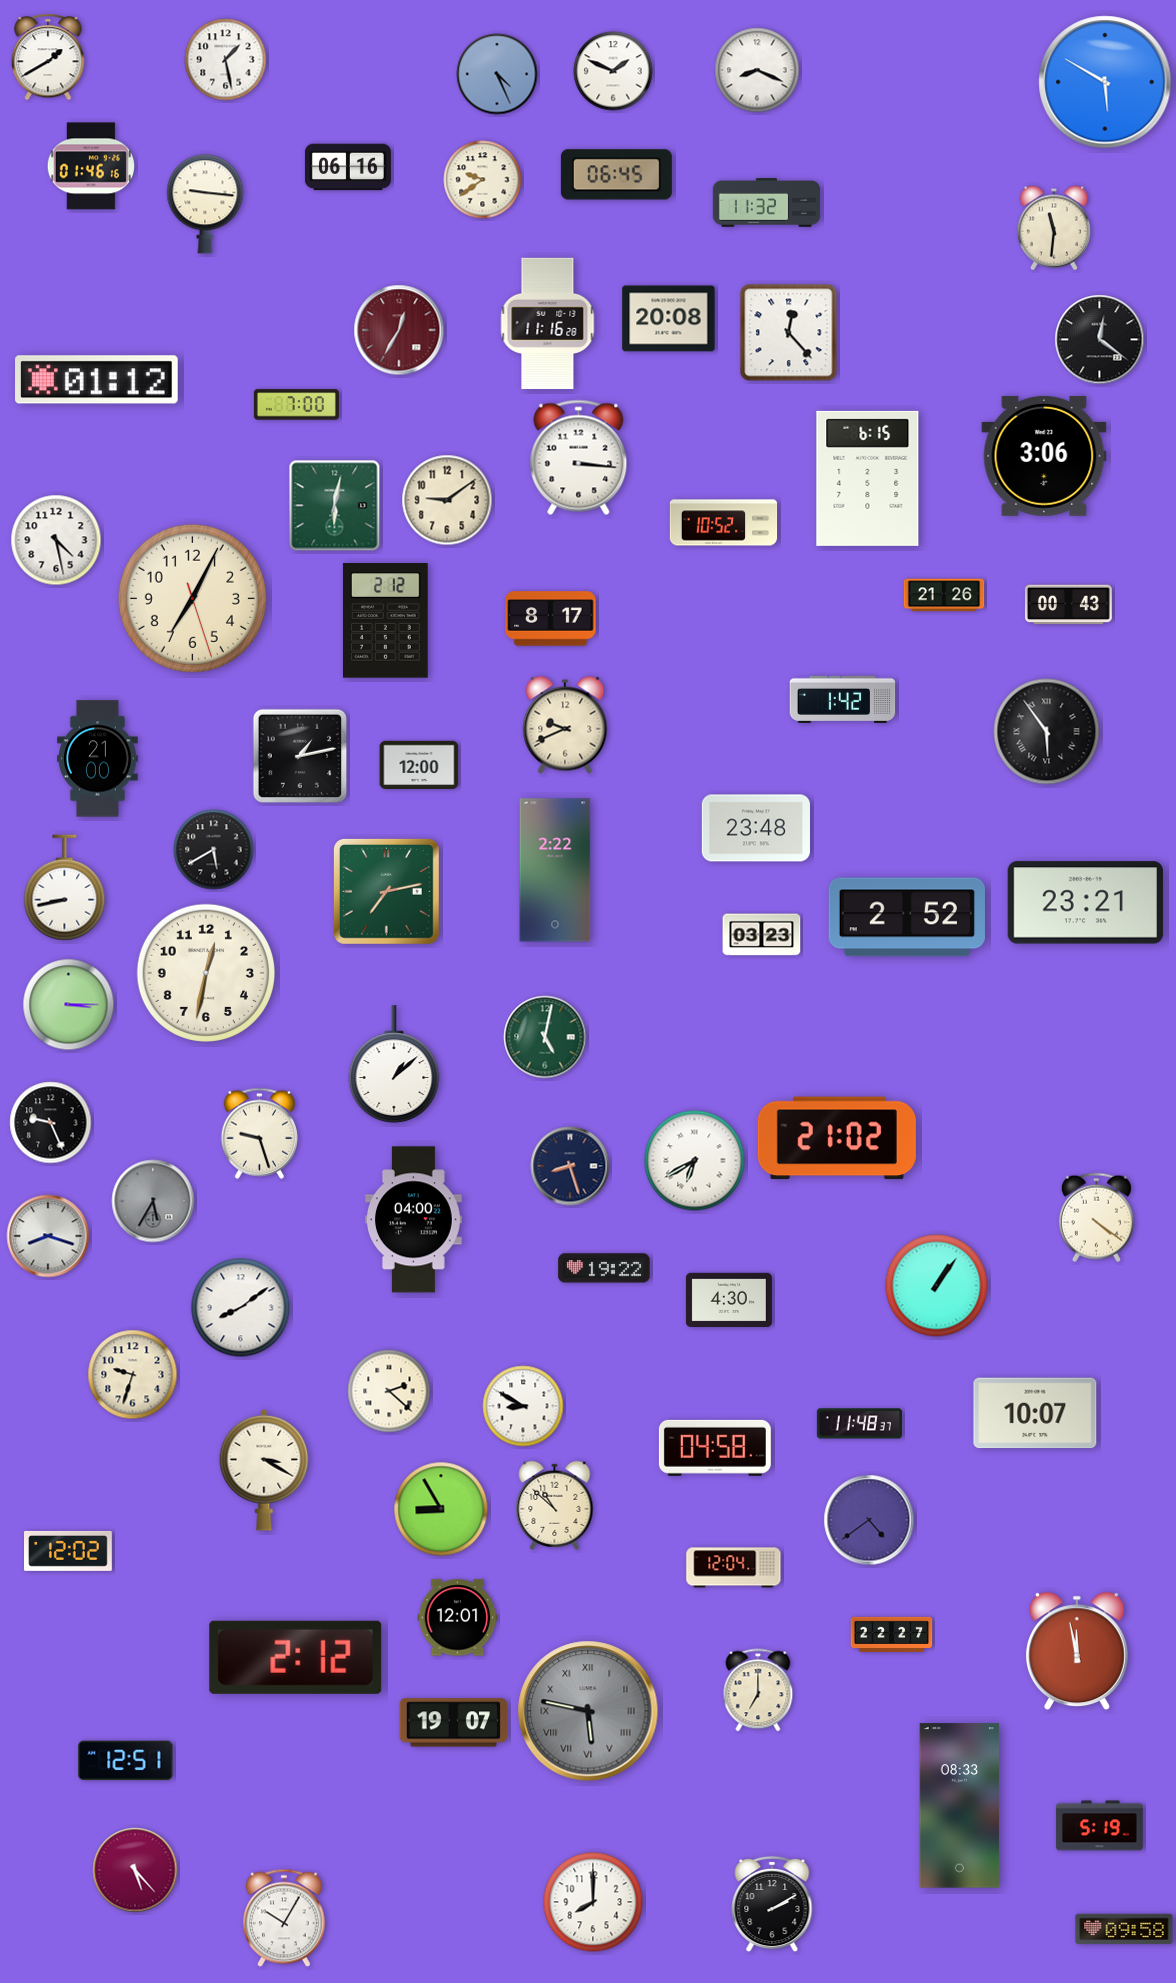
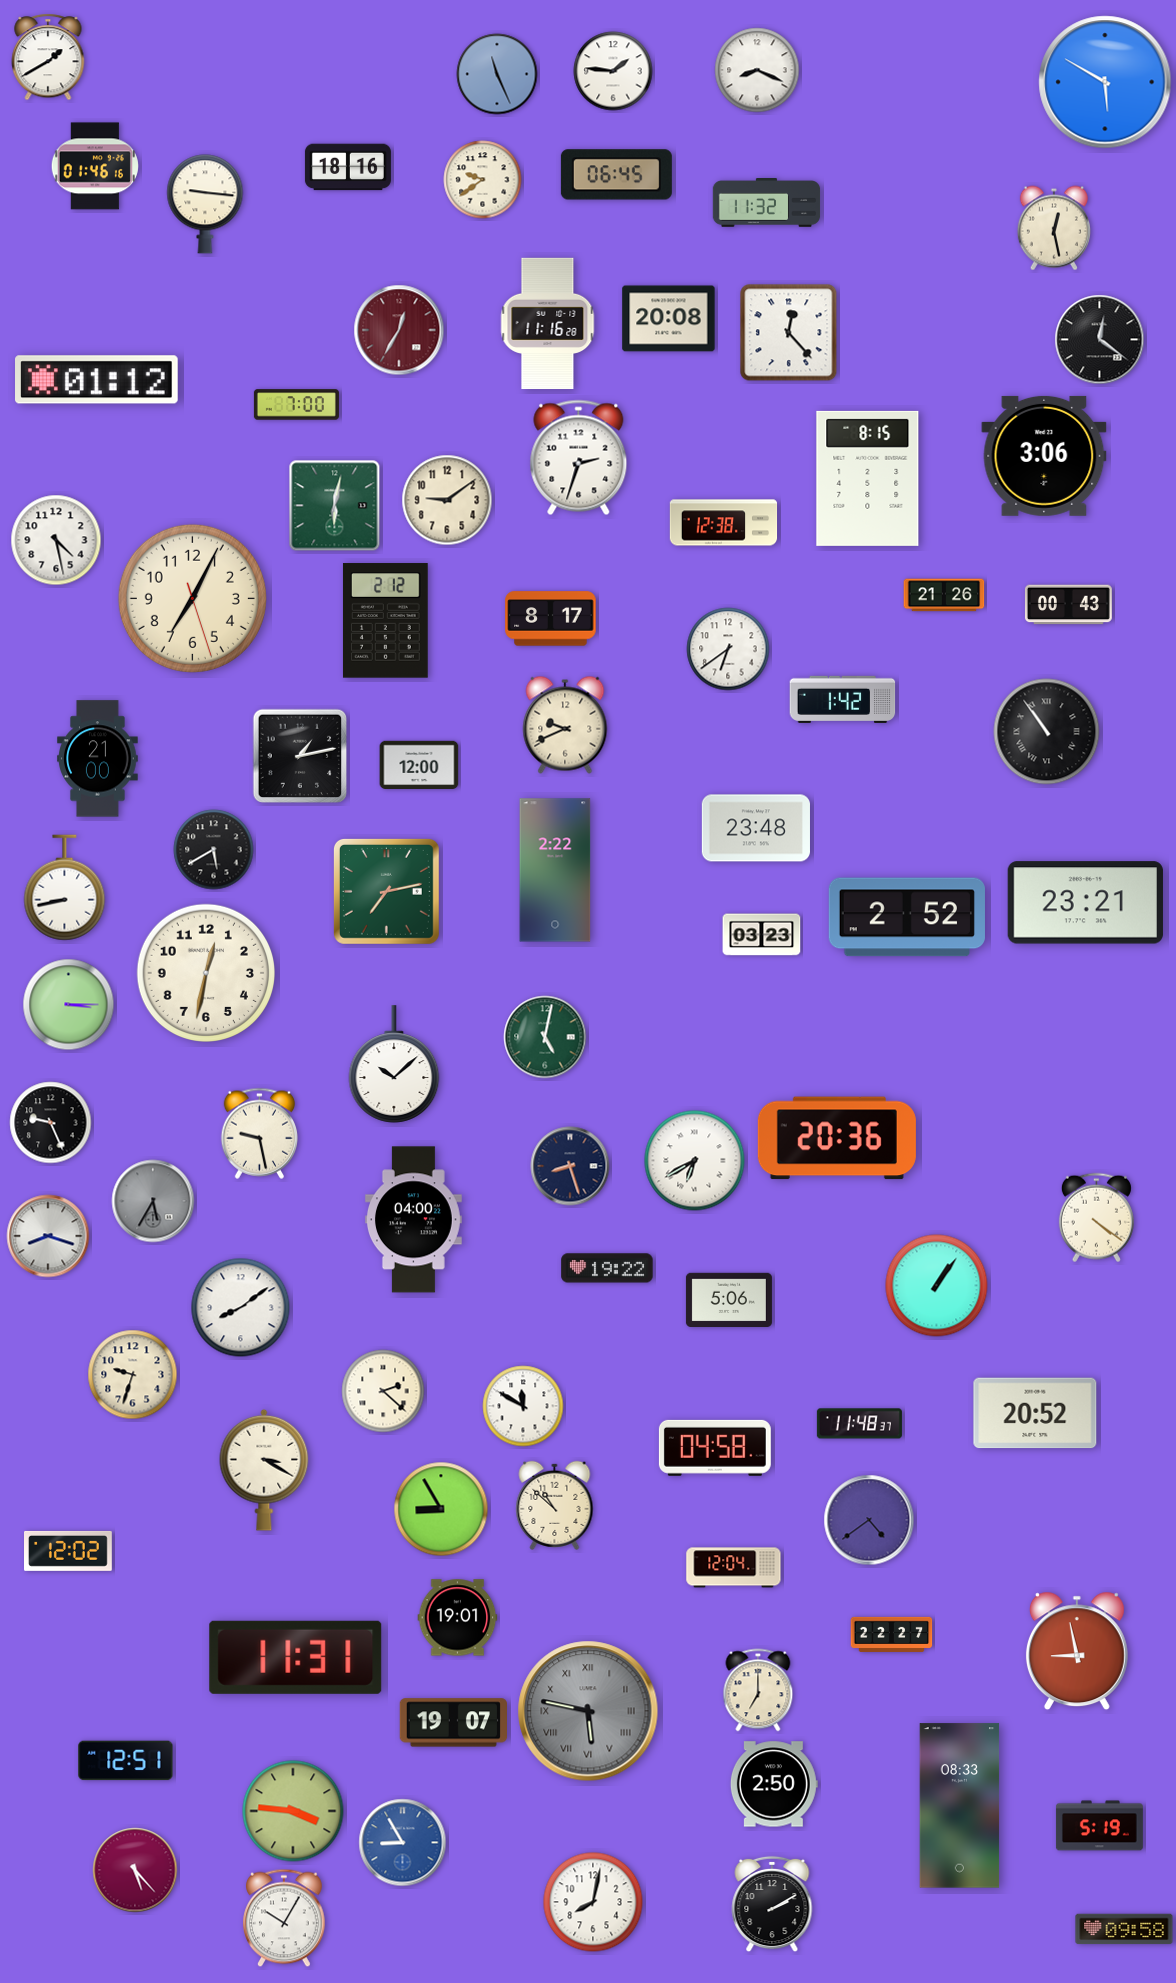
clock at (226, 60): 1:28 -> none
clock at (613, 71): 1:49 -> 1:46
clock at (497, 74): 4:26 -> 11:26
clock at (91, 166) position: (91, 166) -> (95, 166)
clock at (348, 167): 06:16 -> 18:16
clock at (1054, 228): 11:31 -> 12:28
clock at (579, 458): 3:16 -> 2:33
clock at (868, 478): 6:15 -> 8:15
clock at (724, 523): 10:52 -> 12:38
clock at (728, 649): none -> 6:39
clock at (1047, 732): 5:54 -> 10:54
clock at (394, 1064): 1:08 -> 10:08
clock at (260, 1133): 9:27 -> 9:28
clock at (837, 1138): 21:02 -> 20:36
clock at (604, 1268) position: (604, 1268) -> (607, 1268)
clock at (729, 1300): 4:30 -> 5:06
clock at (389, 1391) position: (389, 1391) -> (383, 1391)
clock at (523, 1406): 8:50 -> 11:50
clock at (1035, 1413): 10:07 -> 20:52
clock at (458, 1618): 12:01 -> 19:01
clock at (1077, 1651): 11:58 -> 8:58
clock at (296, 1657): 2:12 -> 11:31
clock at (774, 1784): none -> 2:50
clock at (293, 1811): none -> 3:46
clock at (403, 1843): none -> 8:55
clock at (593, 1902): 8:00 -> 8:02
